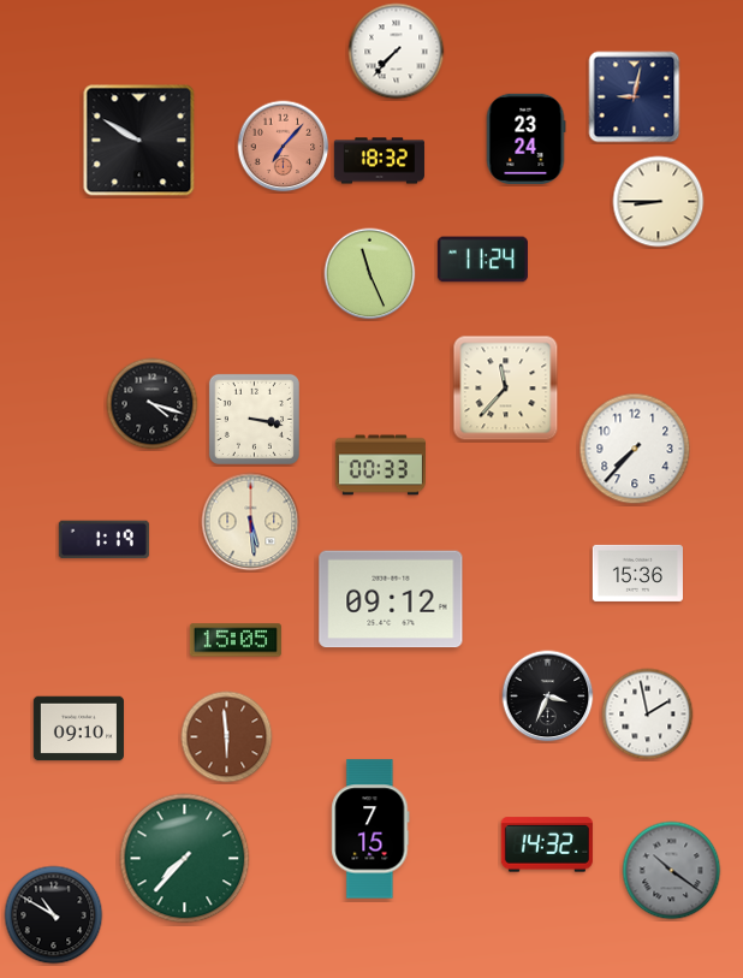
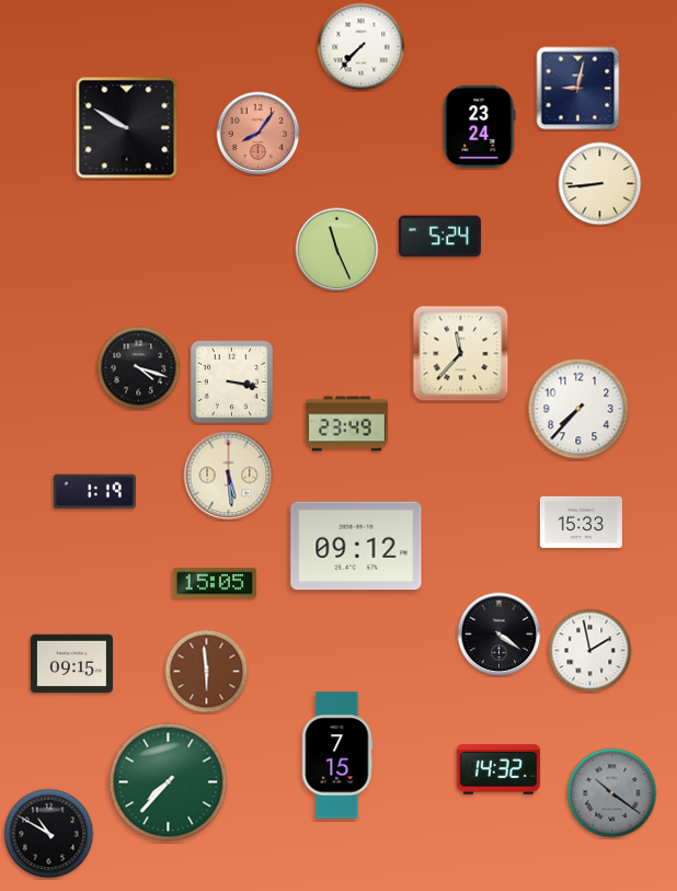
clock at (284, 147): 7:07 -> 8:06
clock at (379, 161): 18:32 -> none
clock at (659, 202): 8:45 -> 8:44
clock at (482, 260): 11:24 -> 5:24
clock at (380, 466): 00:33 -> 23:49
clock at (637, 573): 15:36 -> 15:33
clock at (548, 697): 3:34 -> 4:21
clock at (78, 729): 09:10 -> 09:15
